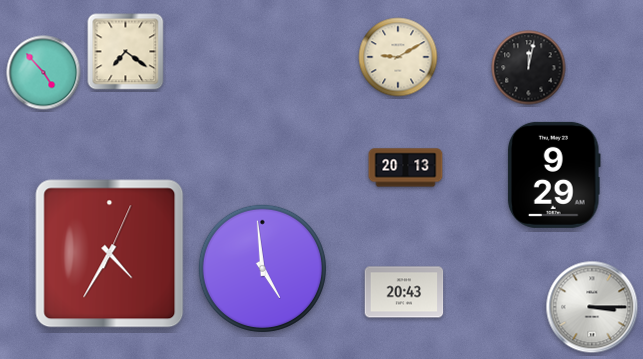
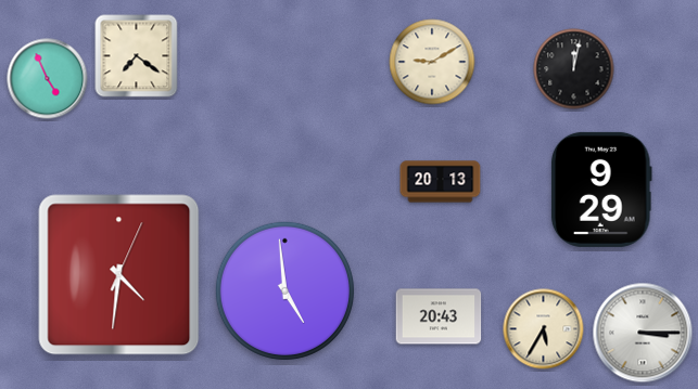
clock at (529, 68) position: (529, 68) -> (574, 69)
clock at (44, 73): 4:53 -> 4:56
clock at (110, 254): 4:35 -> 4:31
clock at (544, 329): none -> 5:35
